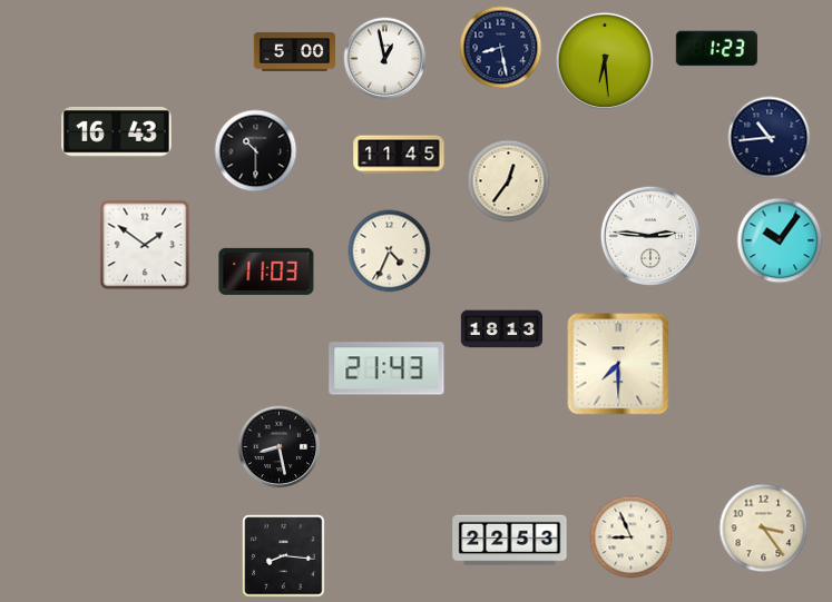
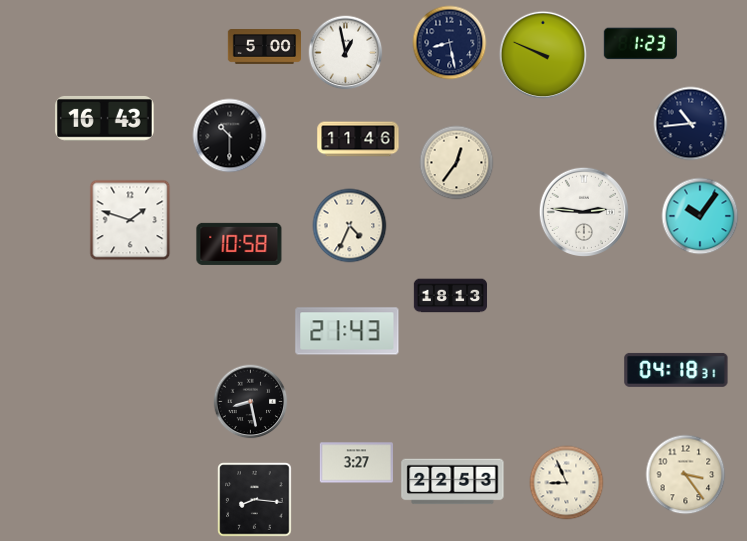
clock at (716, 49) position: (716, 49) -> (640, 44)
clock at (605, 61): 6:29 -> 9:49
clock at (399, 155): 11:45 -> 11:46
clock at (145, 245): 1:51 -> 1:48
clock at (266, 272): 11:03 -> 10:58
clock at (618, 364): 7:30 -> none
clock at (676, 370): none -> 04:18
clock at (356, 463): none -> 3:27
clock at (510, 541) position: (510, 541) -> (453, 482)
